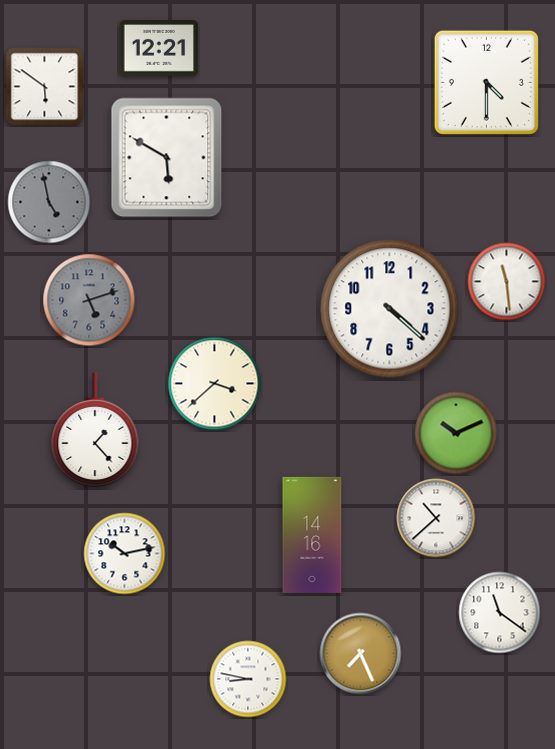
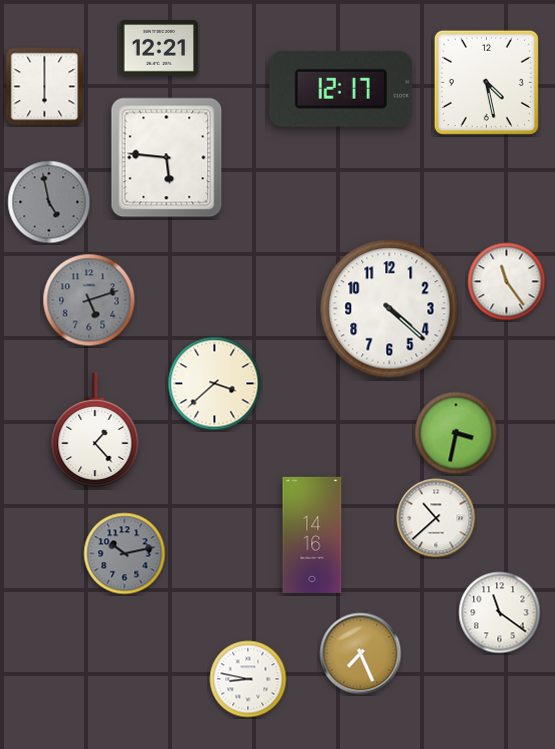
clock at (486, 82): 4:30 -> 4:28
clock at (45, 87): 5:51 -> 6:00
clock at (341, 90): none -> 12:17
clock at (167, 158): 5:50 -> 5:46
clock at (507, 282): 11:29 -> 11:24
clock at (456, 433): 10:11 -> 3:32
clock at (125, 554) dial: white -> grey
